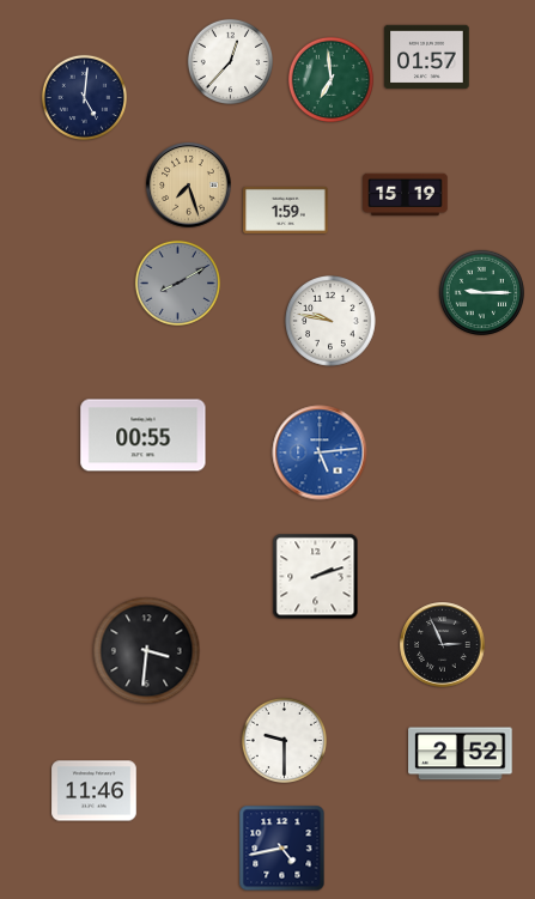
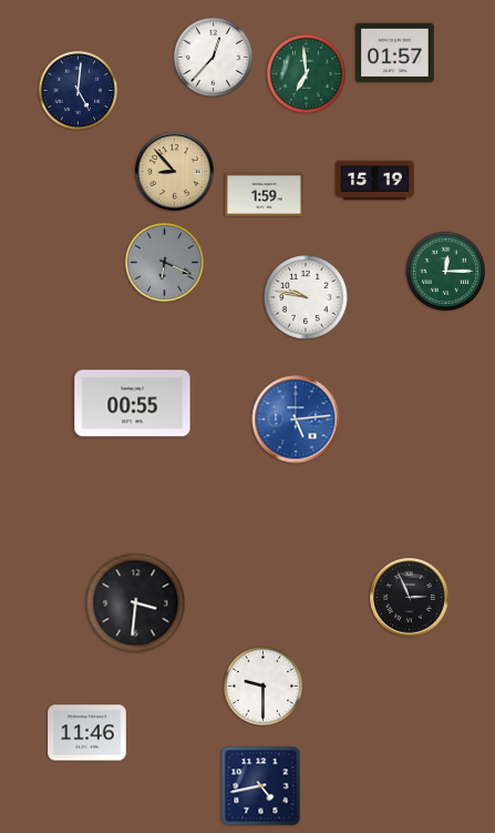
clock at (189, 186): 7:27 -> 8:53
clock at (177, 283): 8:10 -> 6:19
clock at (481, 292): 9:15 -> 12:15
clock at (316, 577): 2:12 -> none
clock at (461, 754): 2:52 -> none
